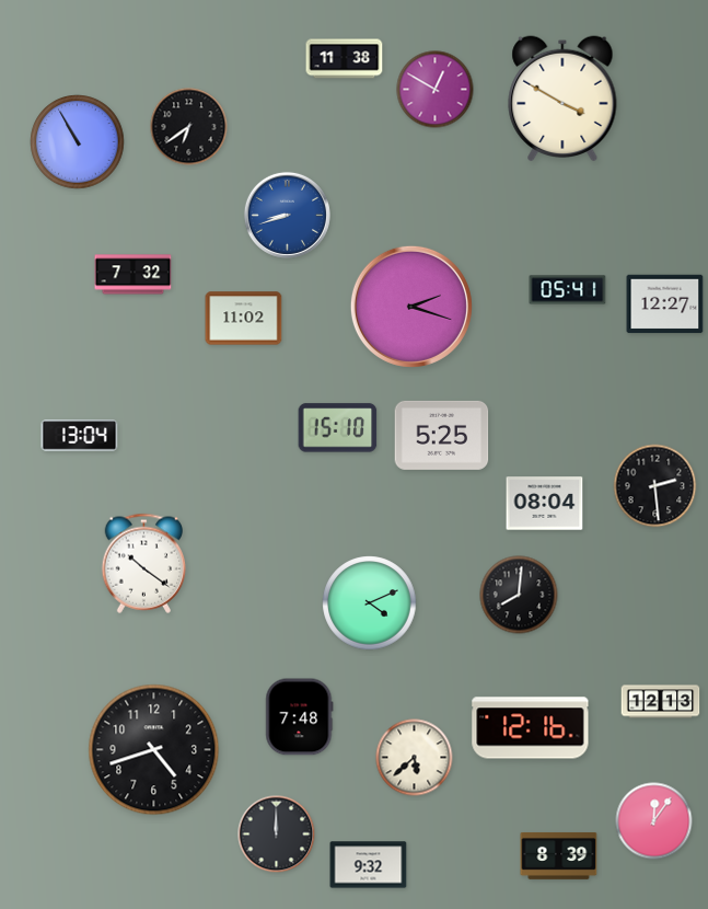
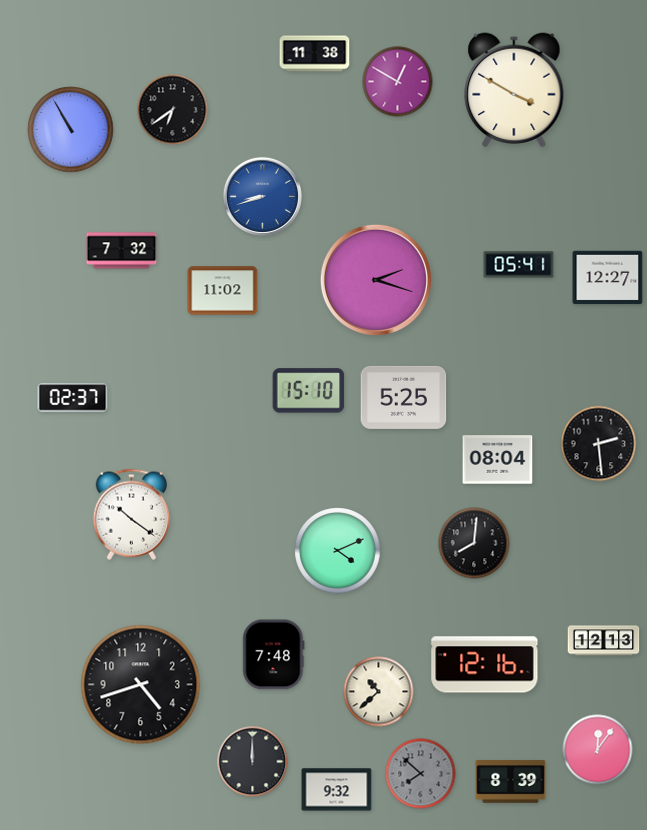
clock at (189, 127) position: (189, 127) -> (173, 110)
clock at (80, 436): 13:04 -> 02:37
clock at (415, 758): 5:38 -> 10:38
clock at (421, 774): none -> 7:52
